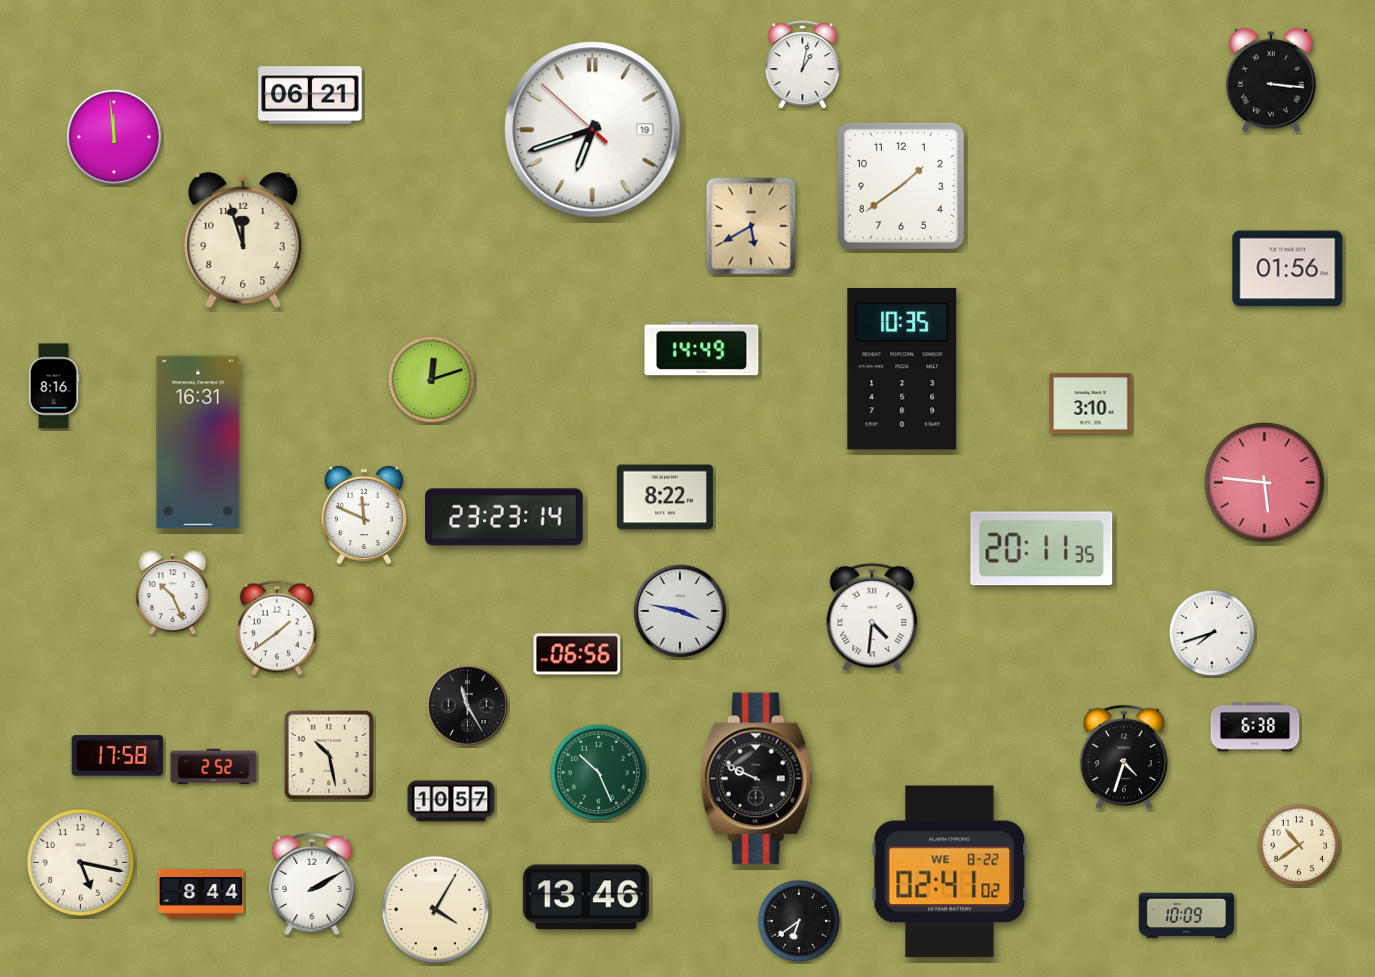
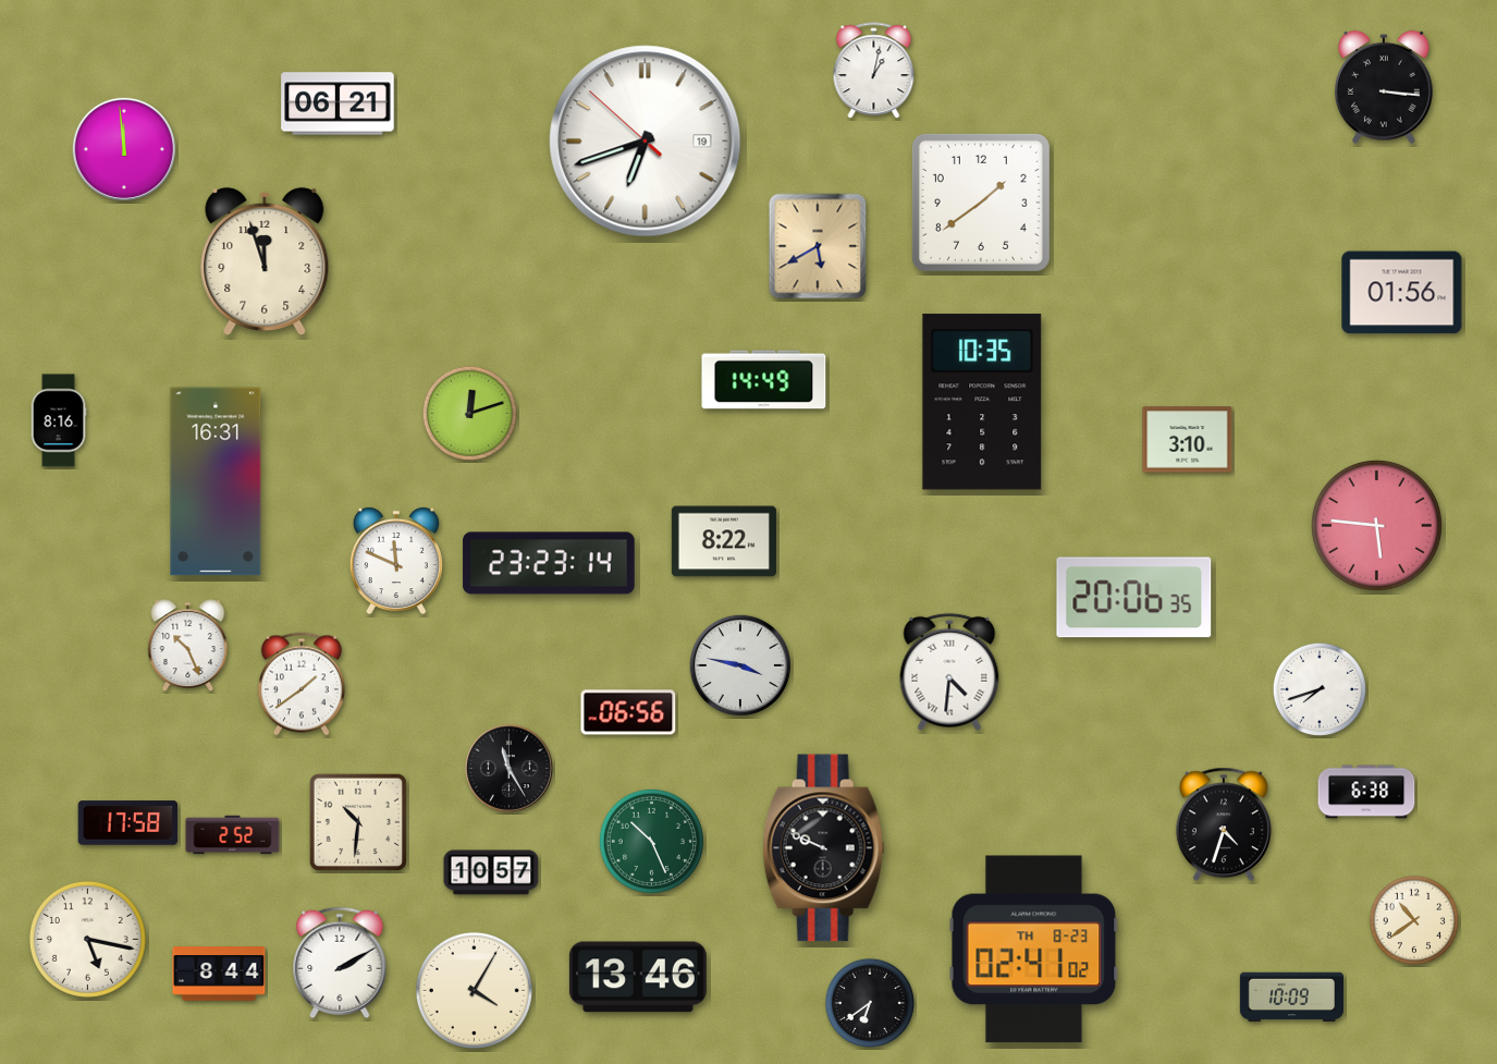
clock at (1042, 549): 20:11 -> 20:06
clock at (329, 755): 10:28 -> 10:31
clock at (950, 872) date: WE 8-22 -> TH 8-23
